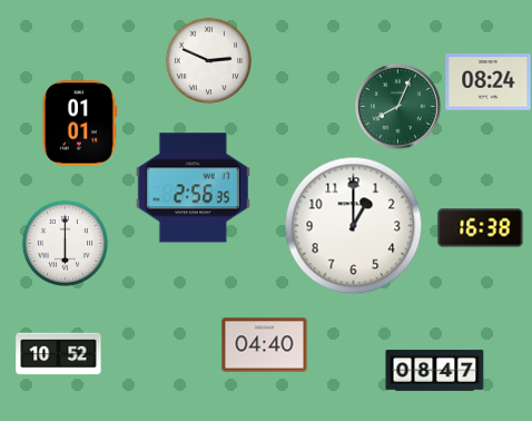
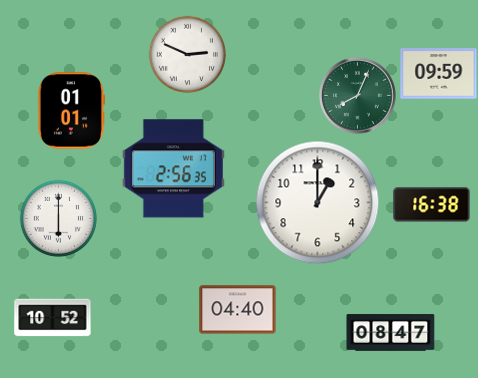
clock at (489, 82): 08:24 -> 09:59
